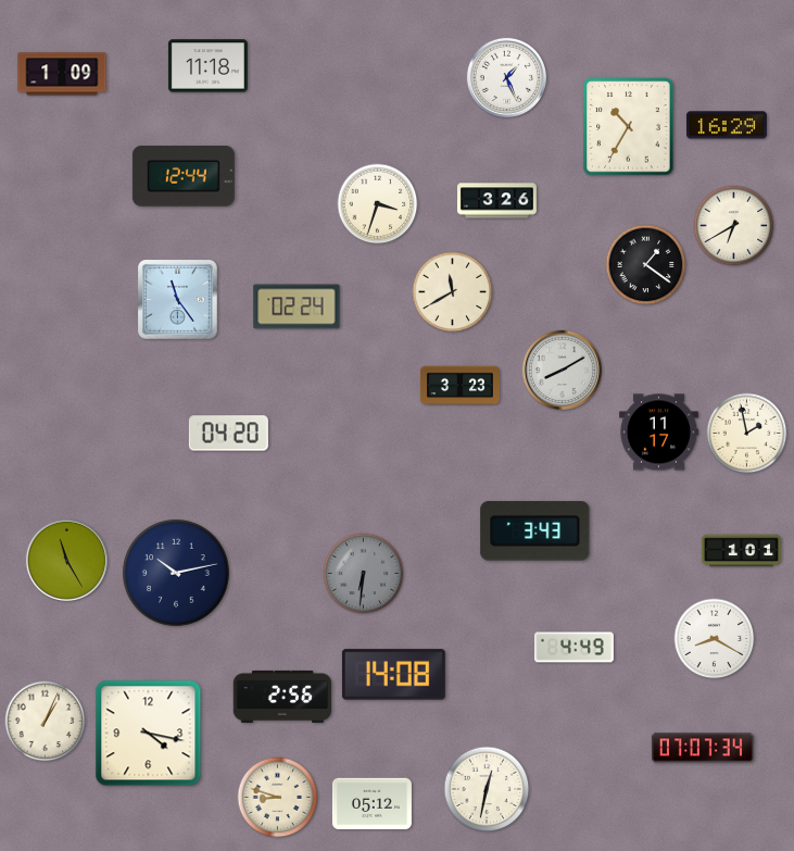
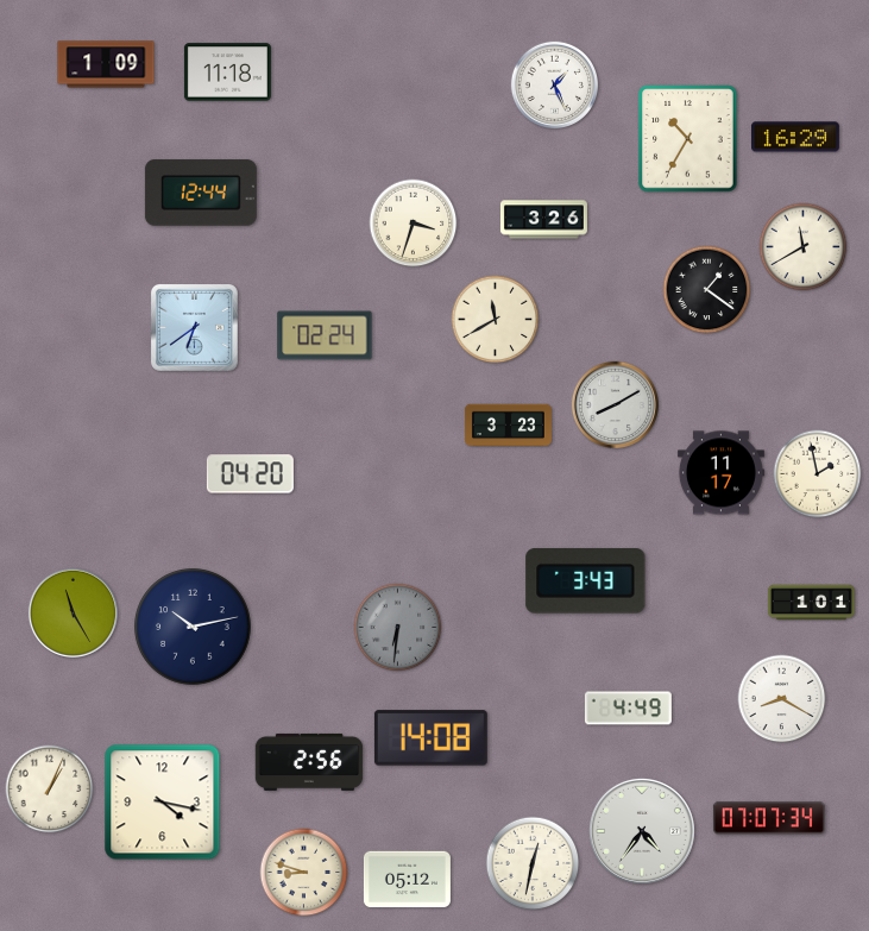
clock at (62, 74) position: (62, 74) -> (106, 64)
clock at (734, 226): 6:40 -> 11:40
clock at (177, 299): 11:24 -> 6:39
clock at (459, 386) position: (459, 386) -> (508, 426)
clock at (642, 831): none -> 4:36
